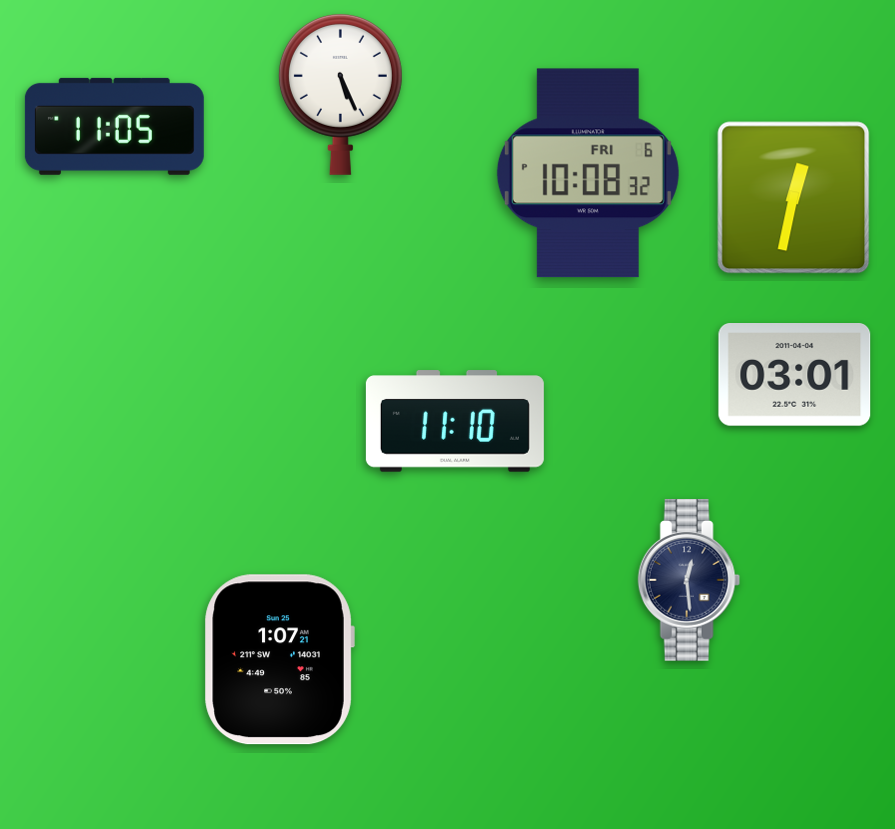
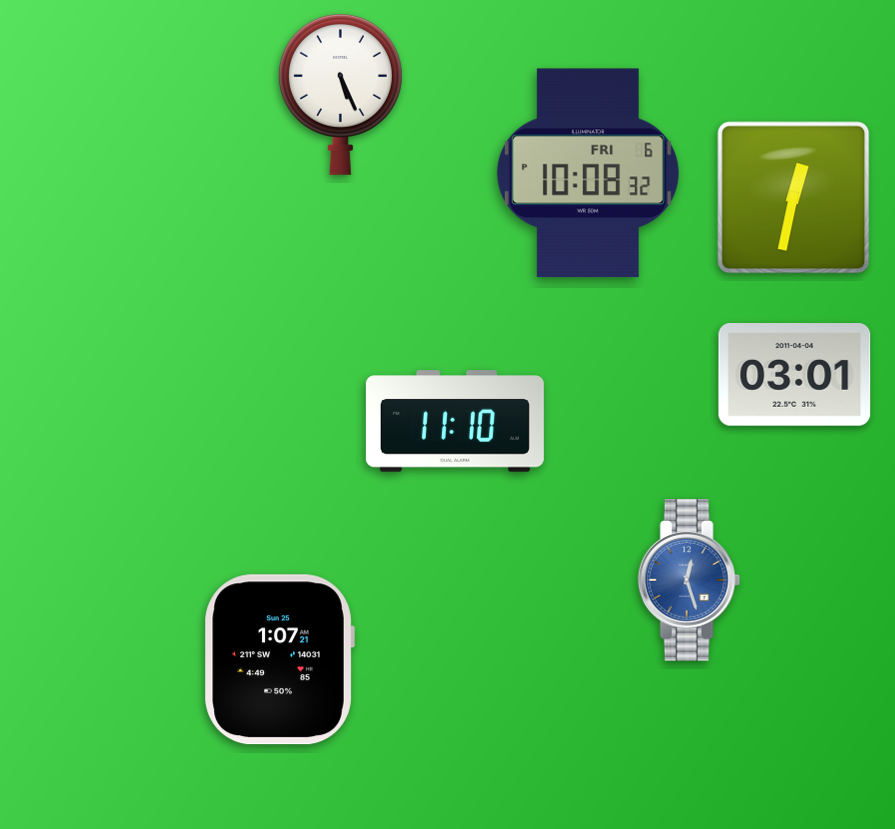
clock at (114, 126): 11:05 -> none
clock at (689, 581): 12:29 -> 12:27
clock at (689, 581) dial: navy -> blue
